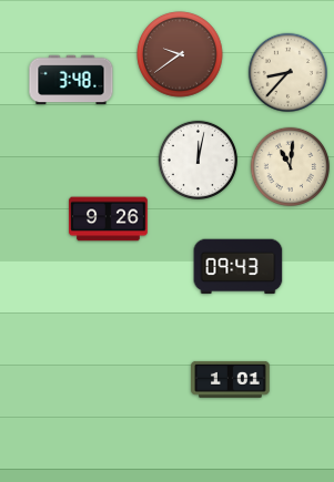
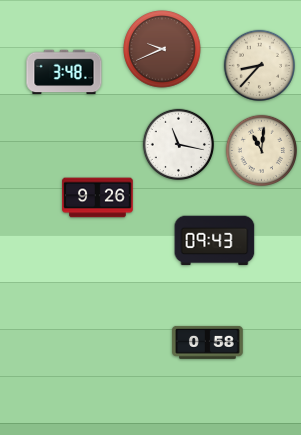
clock at (180, 54): 9:39 -> 9:41
clock at (198, 160): 12:02 -> 11:17
clock at (231, 379): 1:01 -> 0:58
